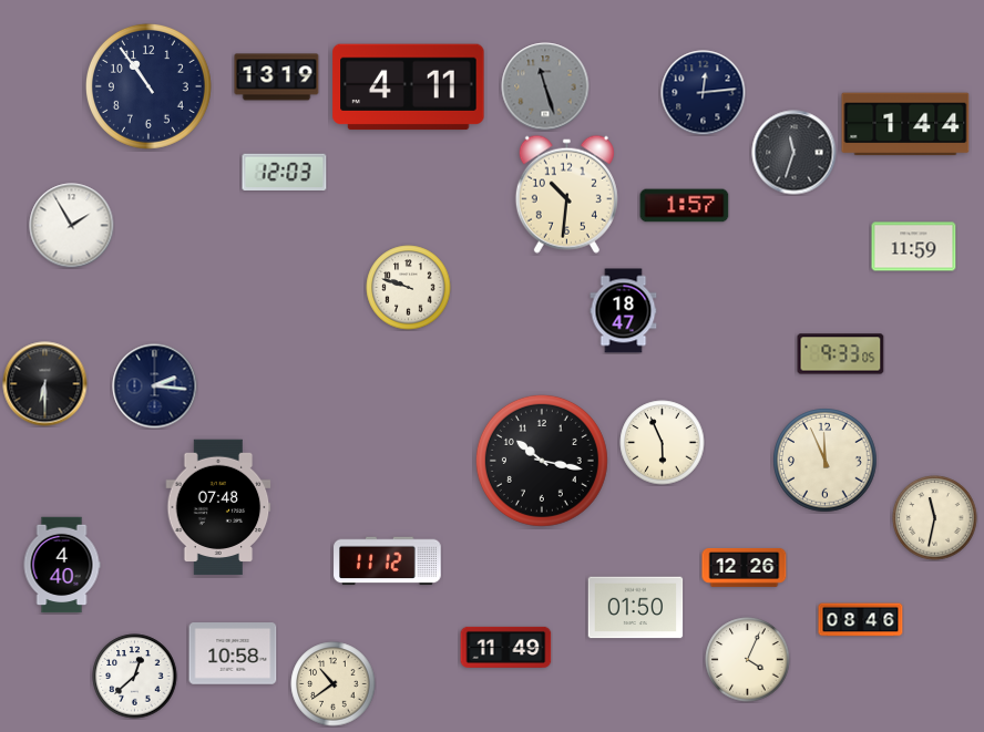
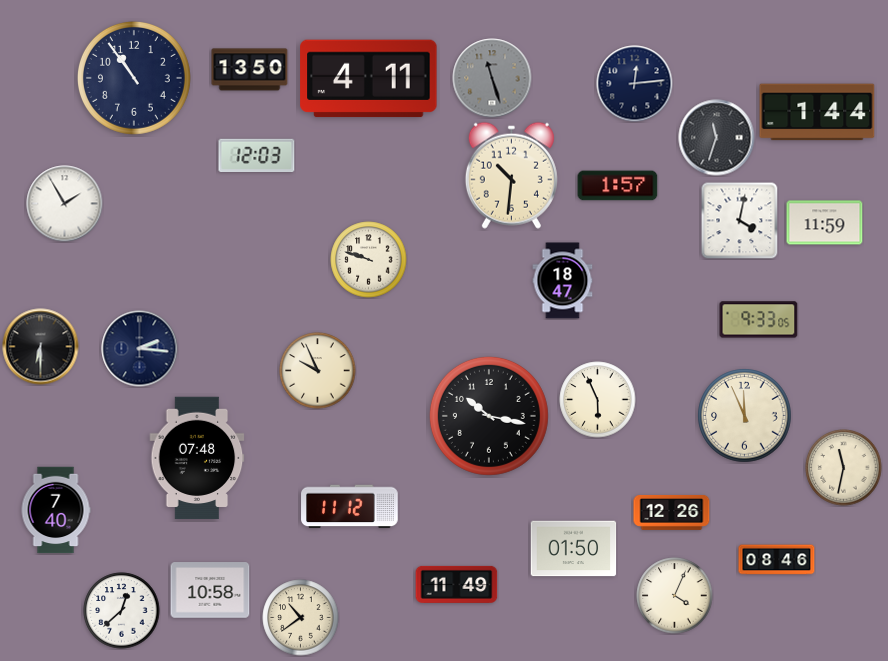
clock at (277, 78): 13:19 -> 13:50
clock at (739, 220): none -> 4:02
clock at (318, 371): none -> 9:56
clock at (62, 565): 4:40 -> 7:40
